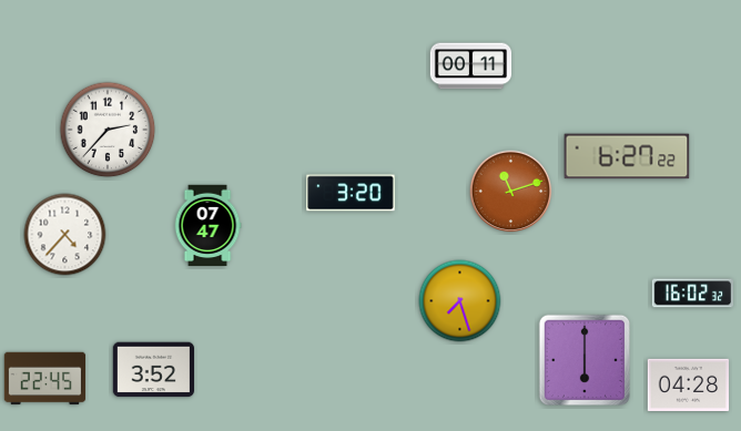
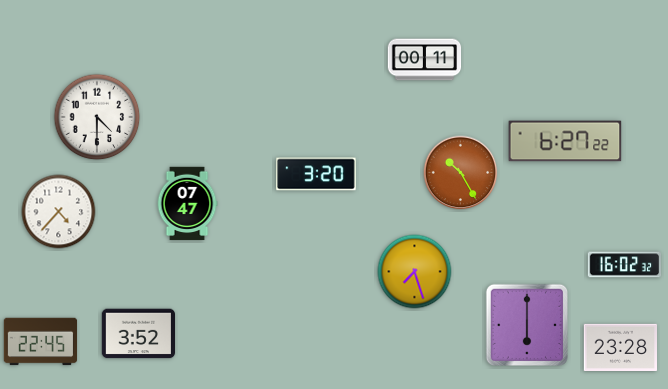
clock at (108, 130): 2:37 -> 4:30
clock at (511, 192): 11:12 -> 10:25
clock at (689, 384): 04:28 -> 23:28
